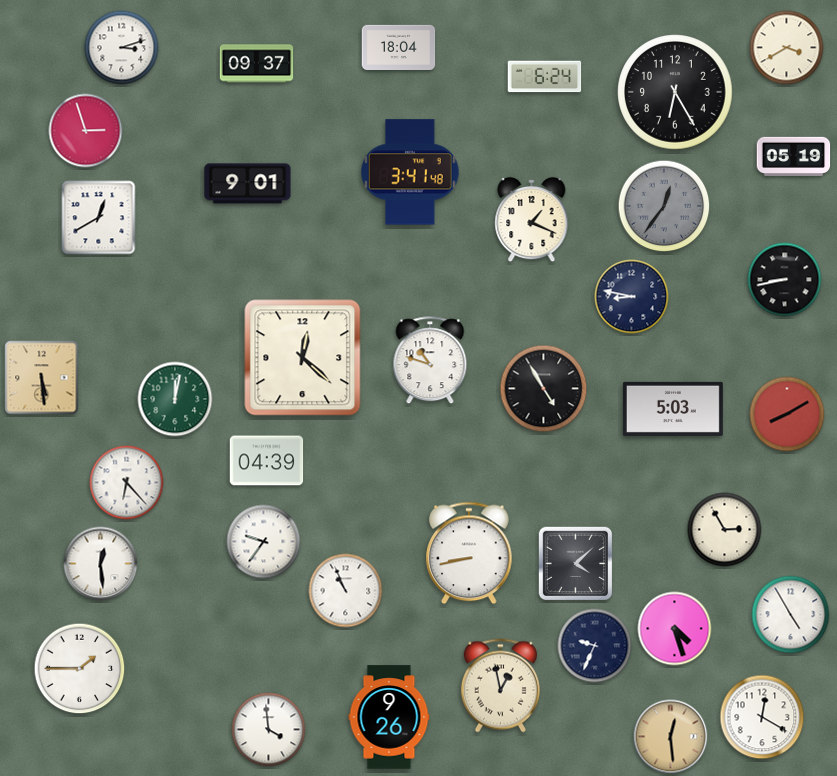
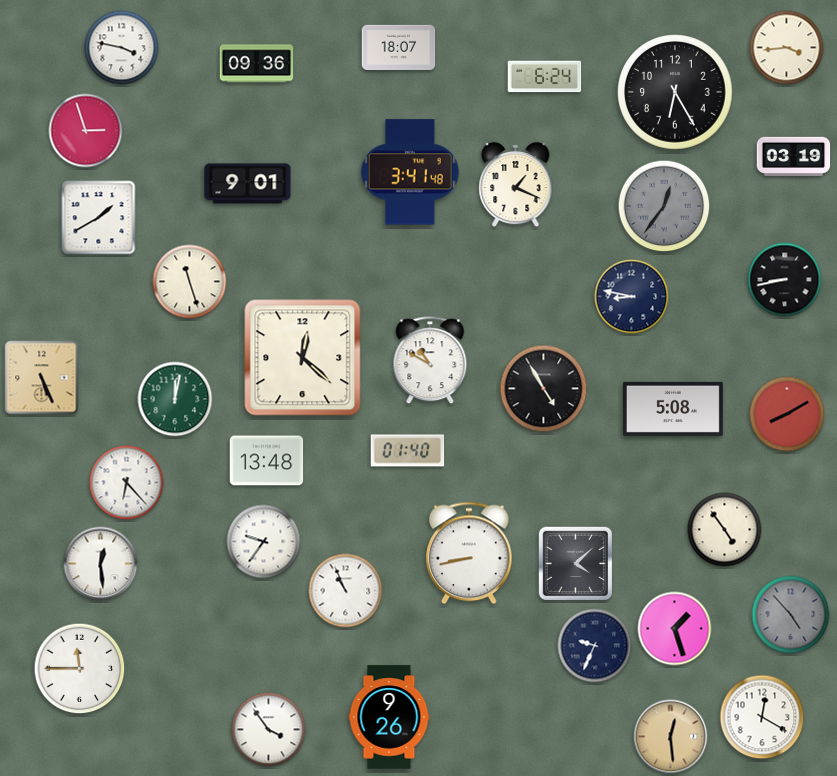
clock at (399, 47): 18:04 -> 18:07
clock at (122, 48): 3:12 -> 3:47
clock at (787, 48): 3:40 -> 3:44
clock at (257, 64): 09:37 -> 09:36
clock at (794, 156): 05:19 -> 03:19
clock at (99, 218): 12:40 -> 1:40
clock at (532, 220) position: (532, 220) -> (516, 185)
clock at (190, 282): none -> 11:27
clock at (430, 361): 10:48 -> 10:50
clock at (42, 378): 5:29 -> 5:26
clock at (673, 409): 5:03 -> 5:08
clock at (408, 451): none -> 01:40
clock at (267, 461): 04:39 -> 13:48
clock at (725, 530): 2:55 -> 4:54
clock at (791, 615): 4:55 -> 4:53
clock at (791, 615) dial: white -> grey
clock at (675, 629): 4:27 -> 1:27
clock at (80, 669): 1:45 -> 11:45
clock at (500, 686): 12:58 -> none
clock at (269, 730): 3:59 -> 3:54
